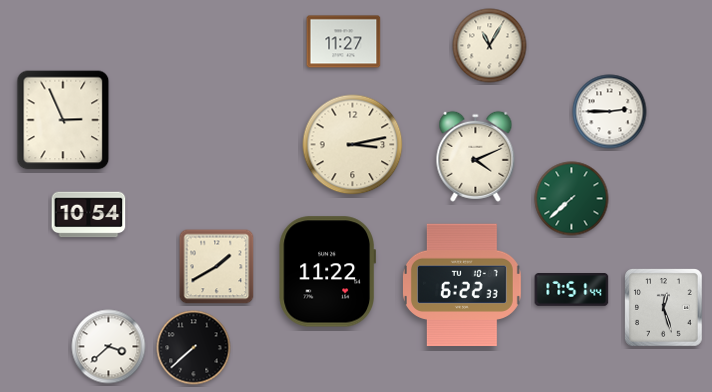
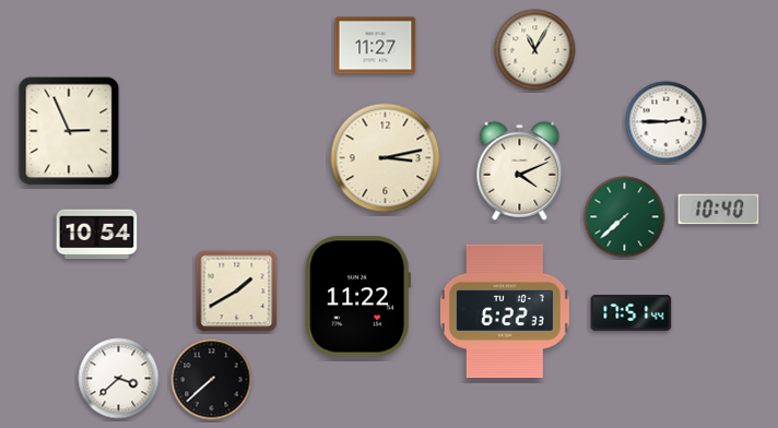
clock at (719, 210): none -> 10:40
clock at (572, 290) position: (572, 290) -> (632, 313)
clock at (664, 308): 12:27 -> none
